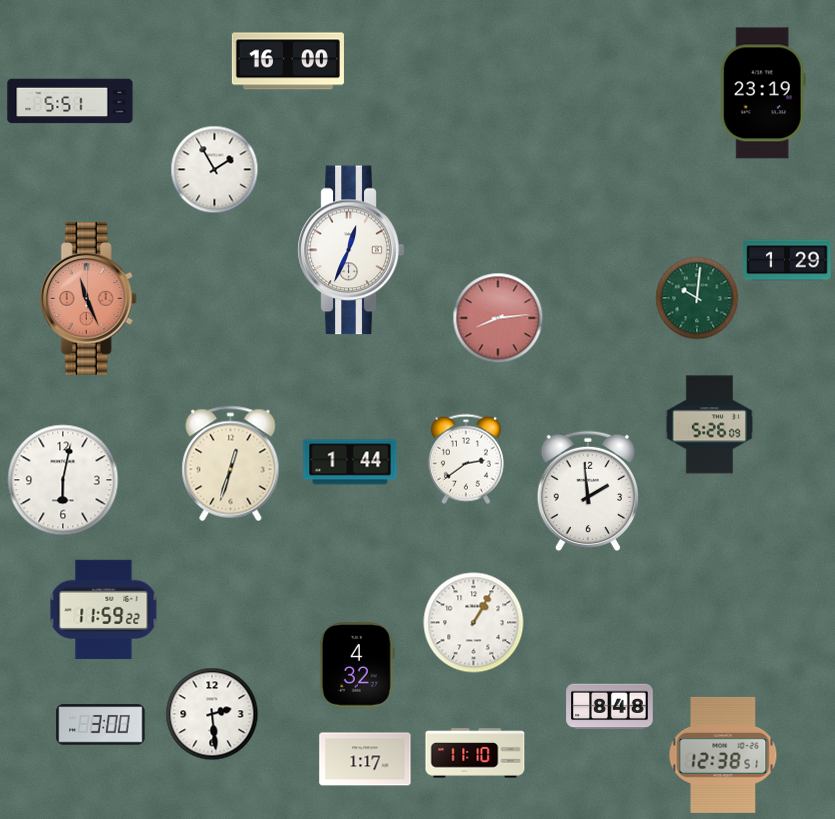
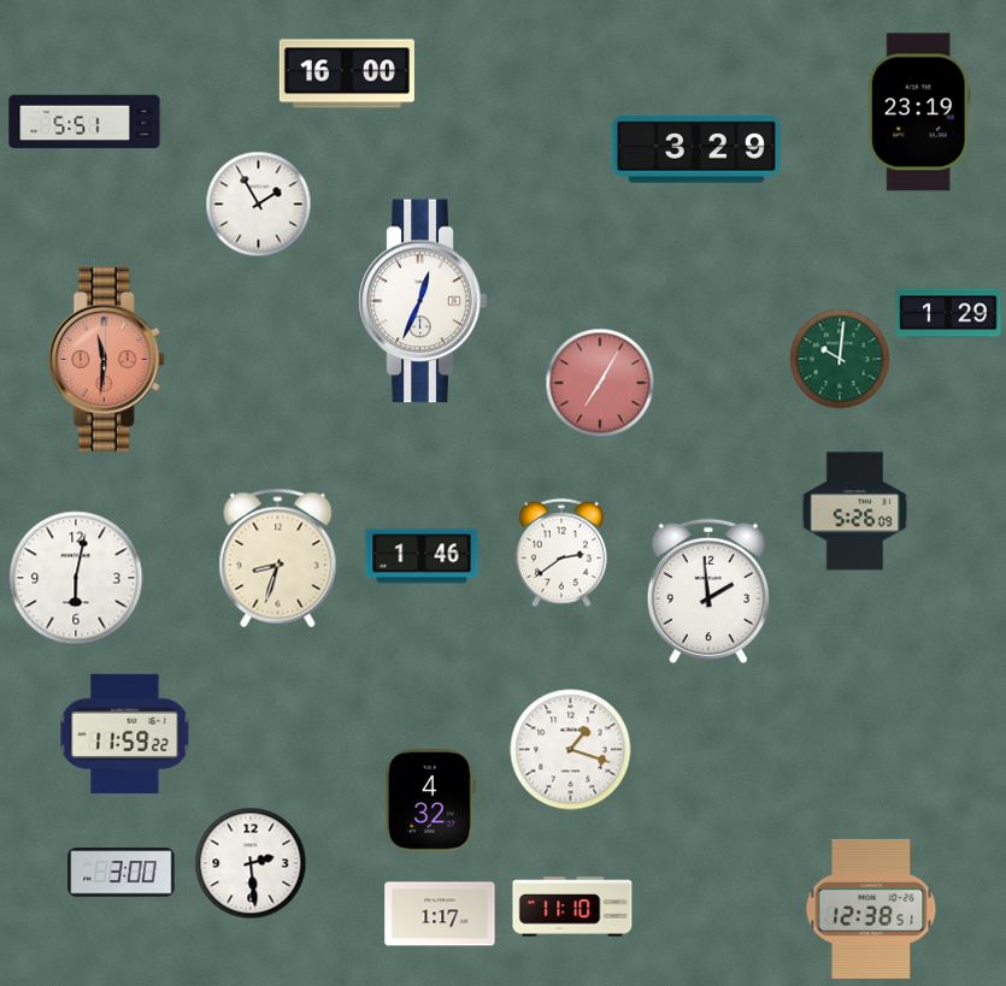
clock at (696, 149): none -> 3:29
clock at (88, 299): 11:26 -> 11:31
clock at (498, 318): 8:14 -> 7:05
clock at (350, 462): 1:44 -> 1:46
clock at (231, 464): 12:33 -> 8:33
clock at (474, 623): 1:05 -> 1:18
clock at (610, 707): 8:48 -> none
clock at (212, 714) position: (212, 714) -> (251, 863)
